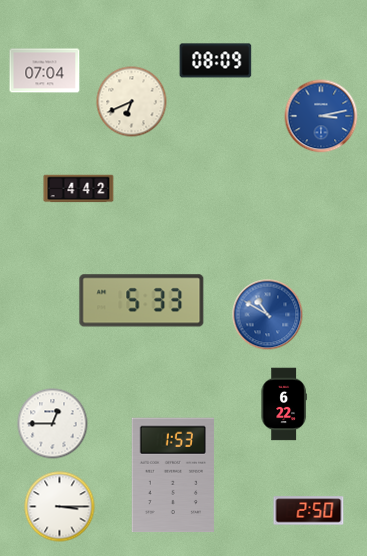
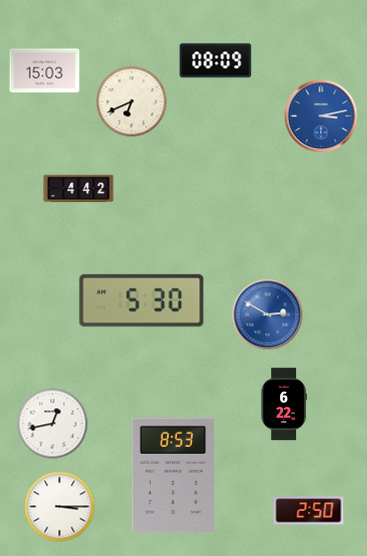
clock at (45, 71): 07:04 -> 15:03
clock at (142, 301): 5:33 -> 5:30
clock at (268, 315): 10:50 -> 2:50
clock at (53, 424): 12:45 -> 12:43
clock at (173, 475): 1:53 -> 8:53
